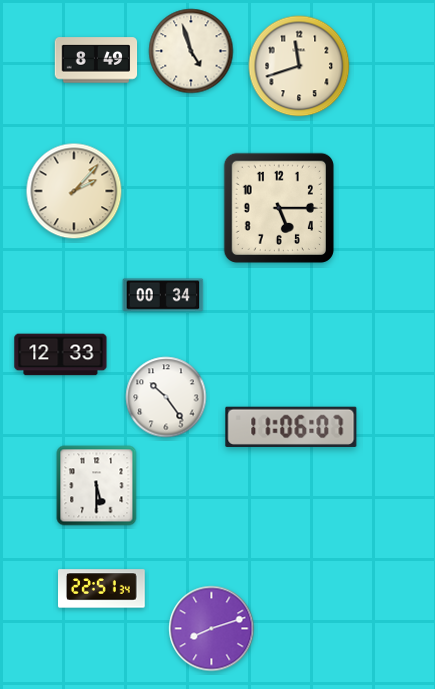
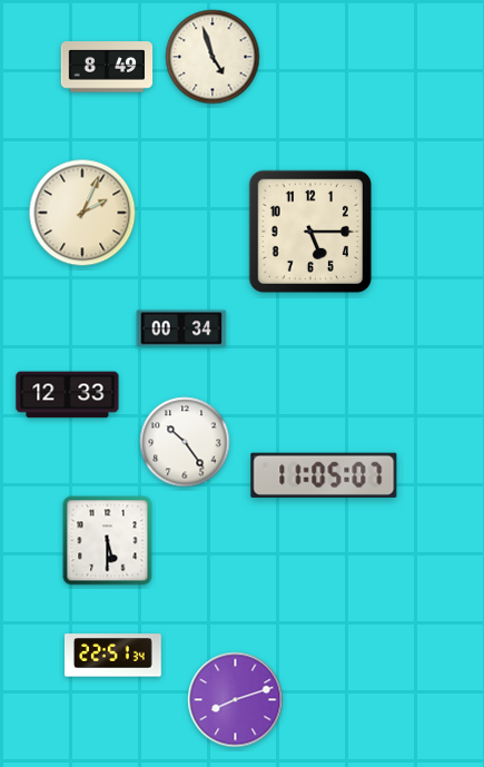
clock at (299, 66): 11:42 -> none
clock at (74, 191): 2:07 -> 2:04
clock at (291, 427): 11:06 -> 11:05
